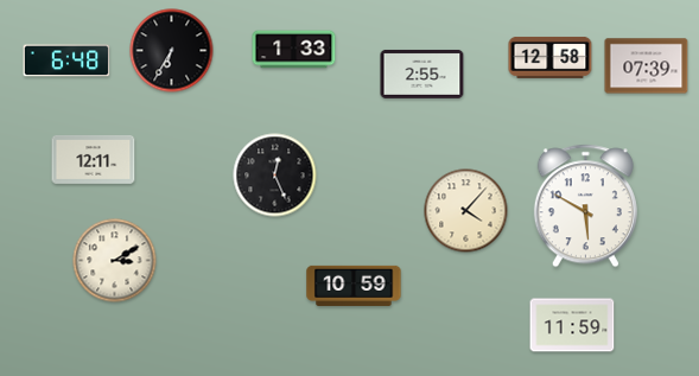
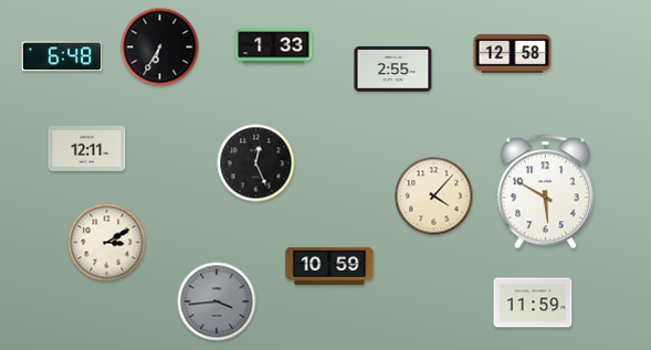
clock at (647, 66): 07:39 -> none
clock at (217, 301): none -> 3:44
